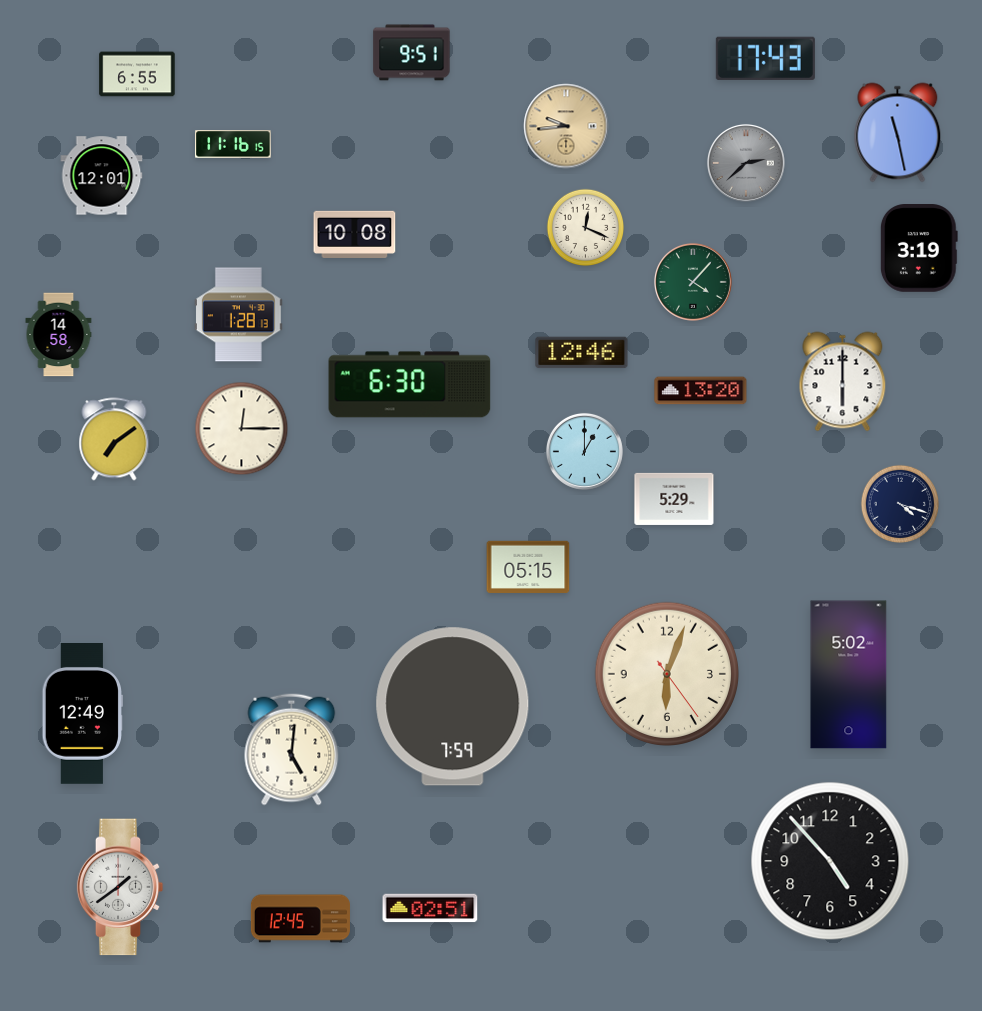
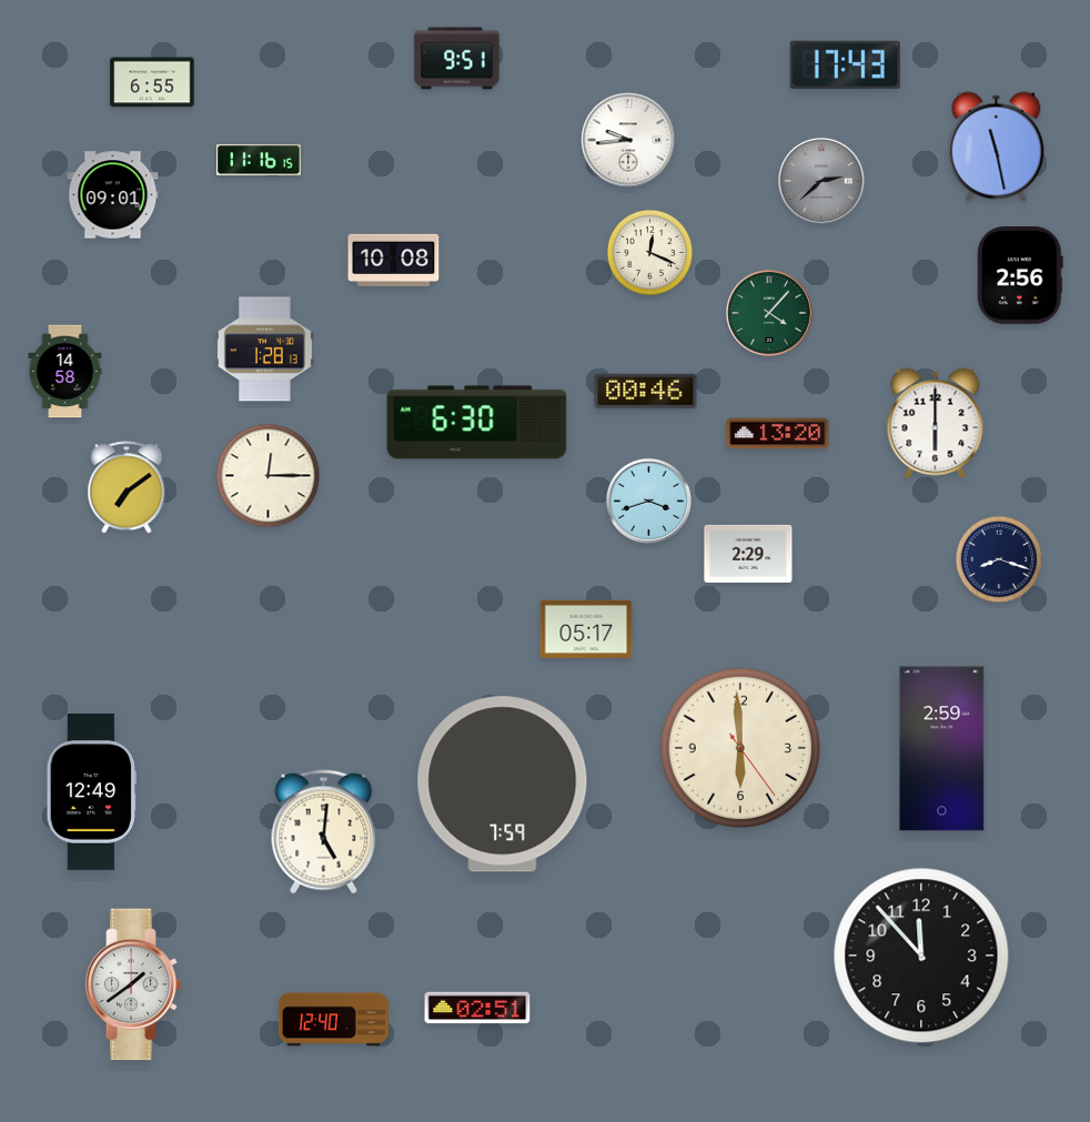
clock at (765, 58) position: (765, 58) -> (845, 64)
clock at (566, 126) dial: champagne -> white
clock at (746, 163) position: (746, 163) -> (821, 181)
clock at (102, 176): 12:01 -> 09:01
clock at (919, 249): 3:19 -> 2:56
clock at (582, 353): 12:46 -> 00:46
clock at (410, 385) position: (410, 385) -> (477, 423)
clock at (584, 451): 1:00 -> 3:42
clock at (674, 499): 5:29 -> 2:29
clock at (899, 503): 4:18 -> 8:18
clock at (528, 567): 05:15 -> 05:17
clock at (666, 673): 6:03 -> 5:59
clock at (849, 675): 5:02 -> 2:59
clock at (830, 861): 4:53 -> 11:53
clock at (300, 919): 12:45 -> 12:40
